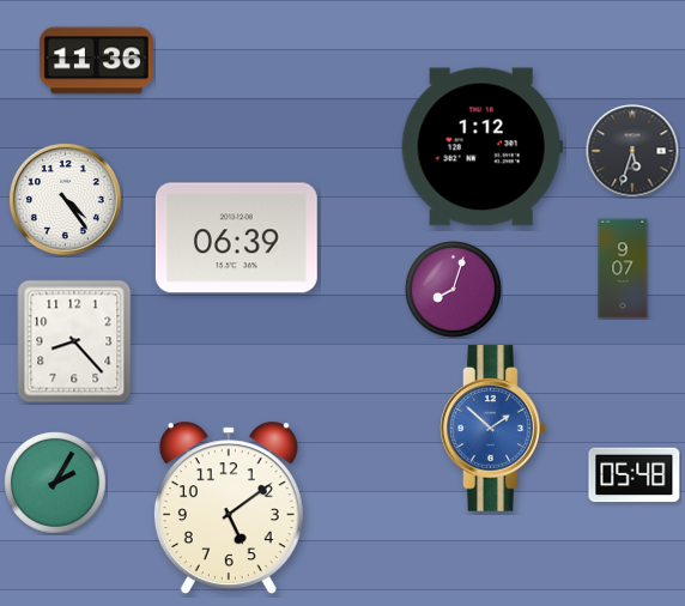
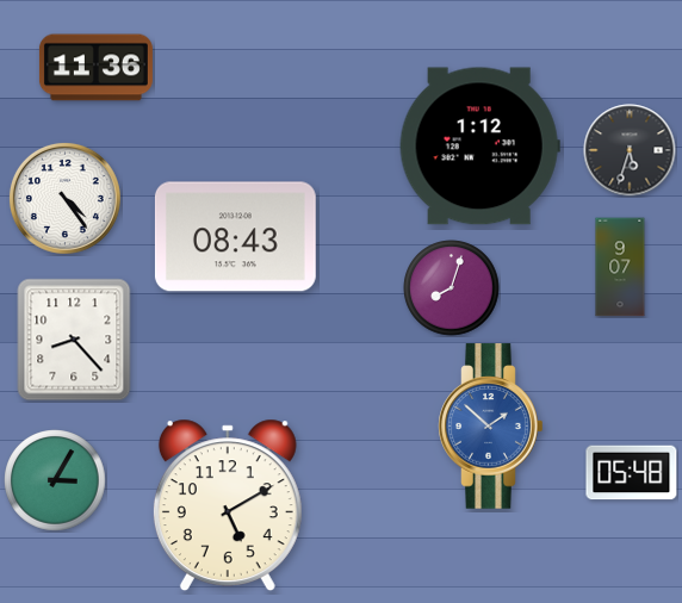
clock at (96, 61) position: (96, 61) -> (95, 68)
clock at (236, 238): 06:39 -> 08:43
clock at (55, 483): 2:05 -> 3:05
clock at (229, 508): 5:09 -> 5:10
